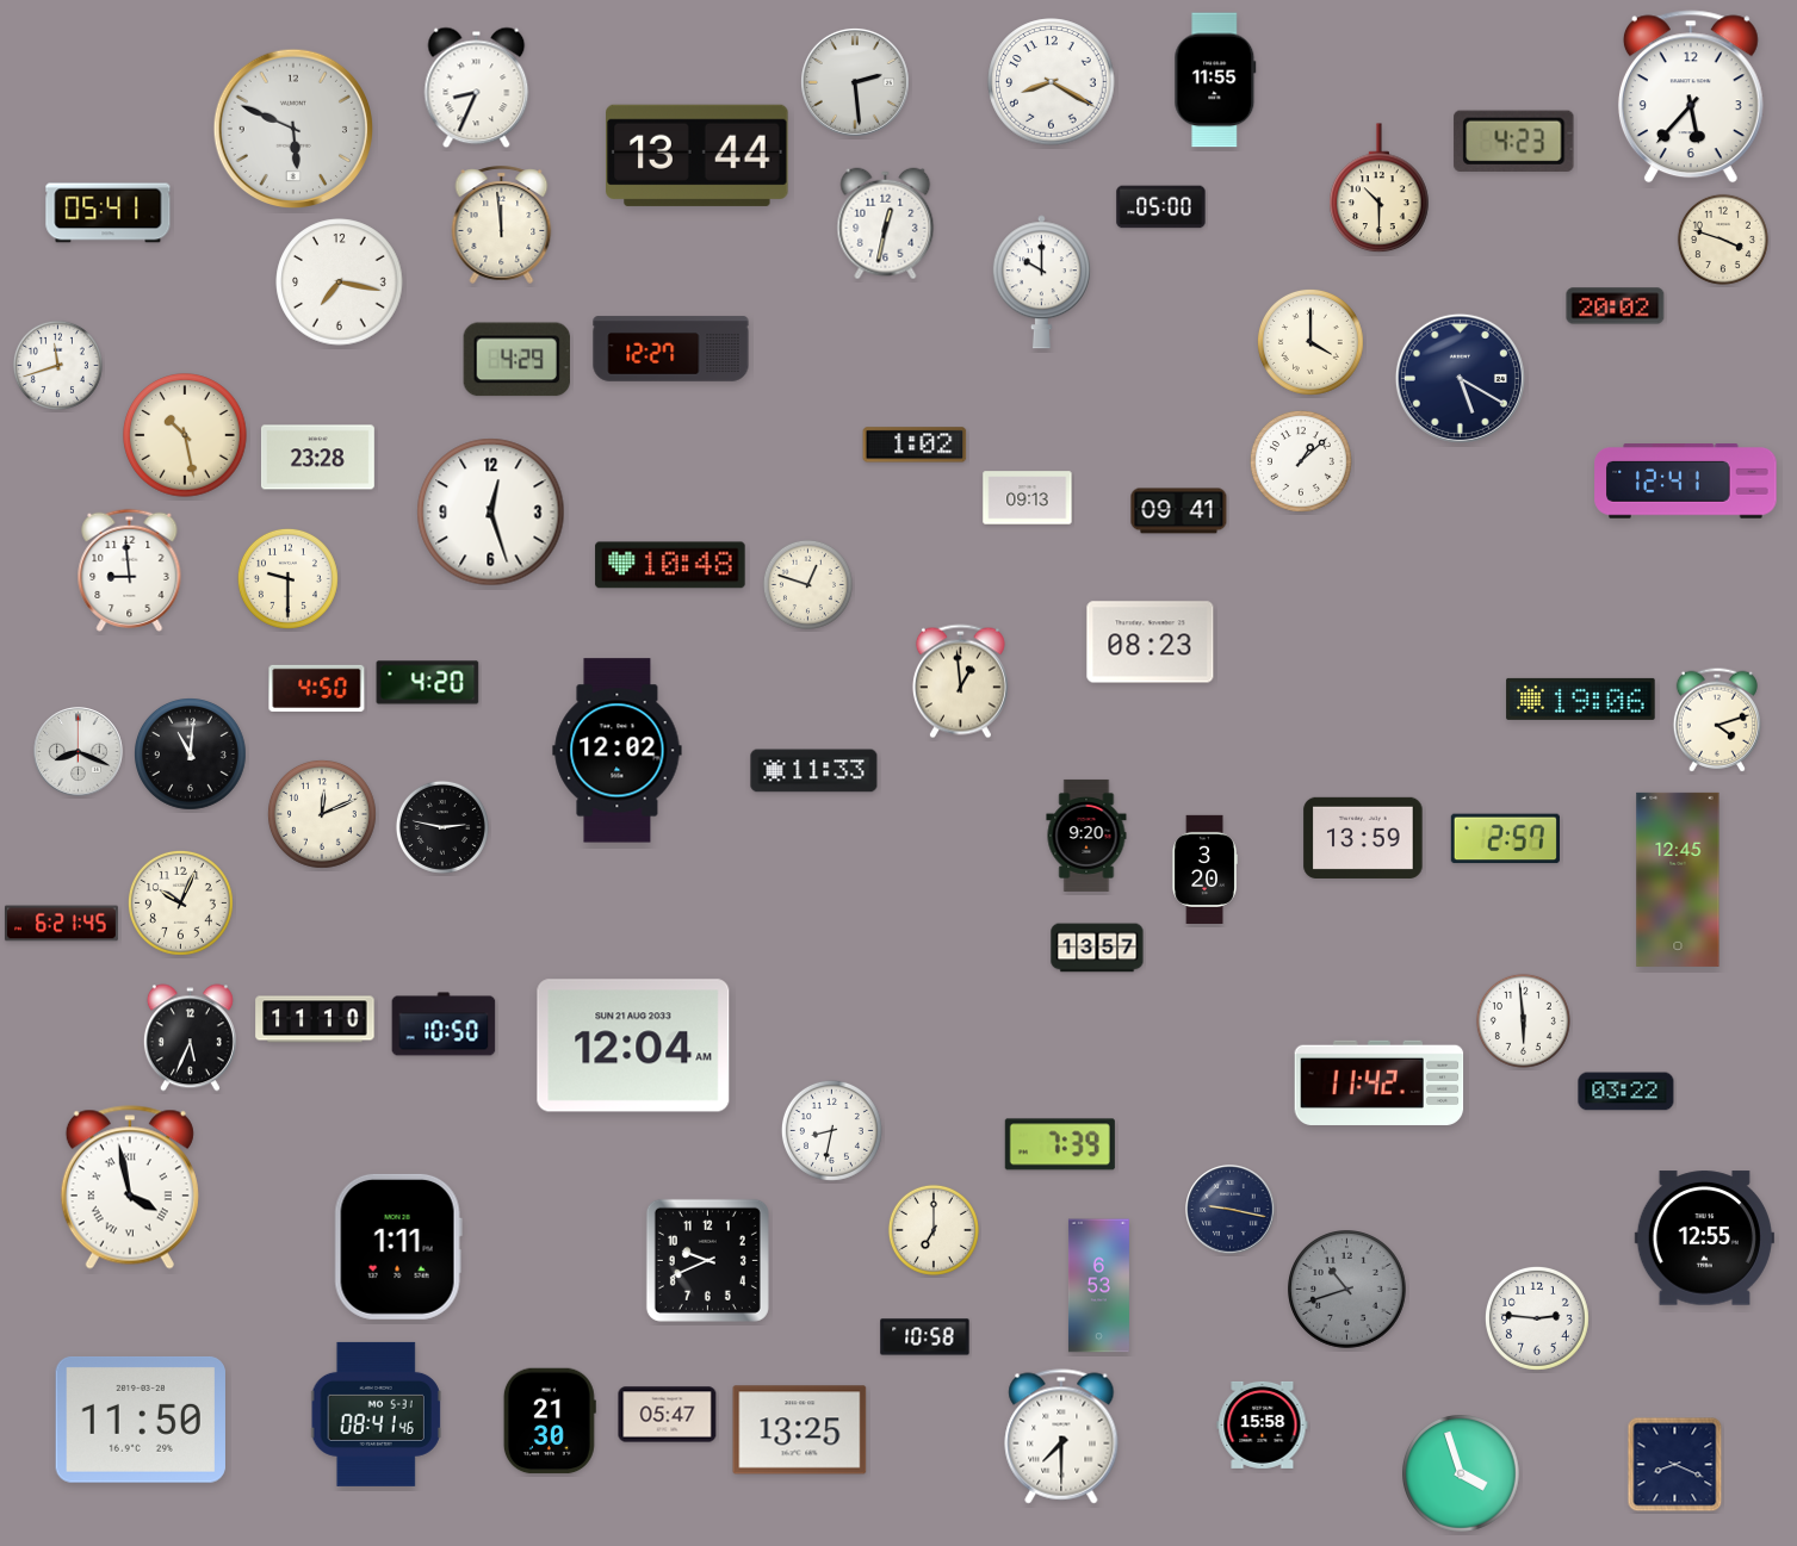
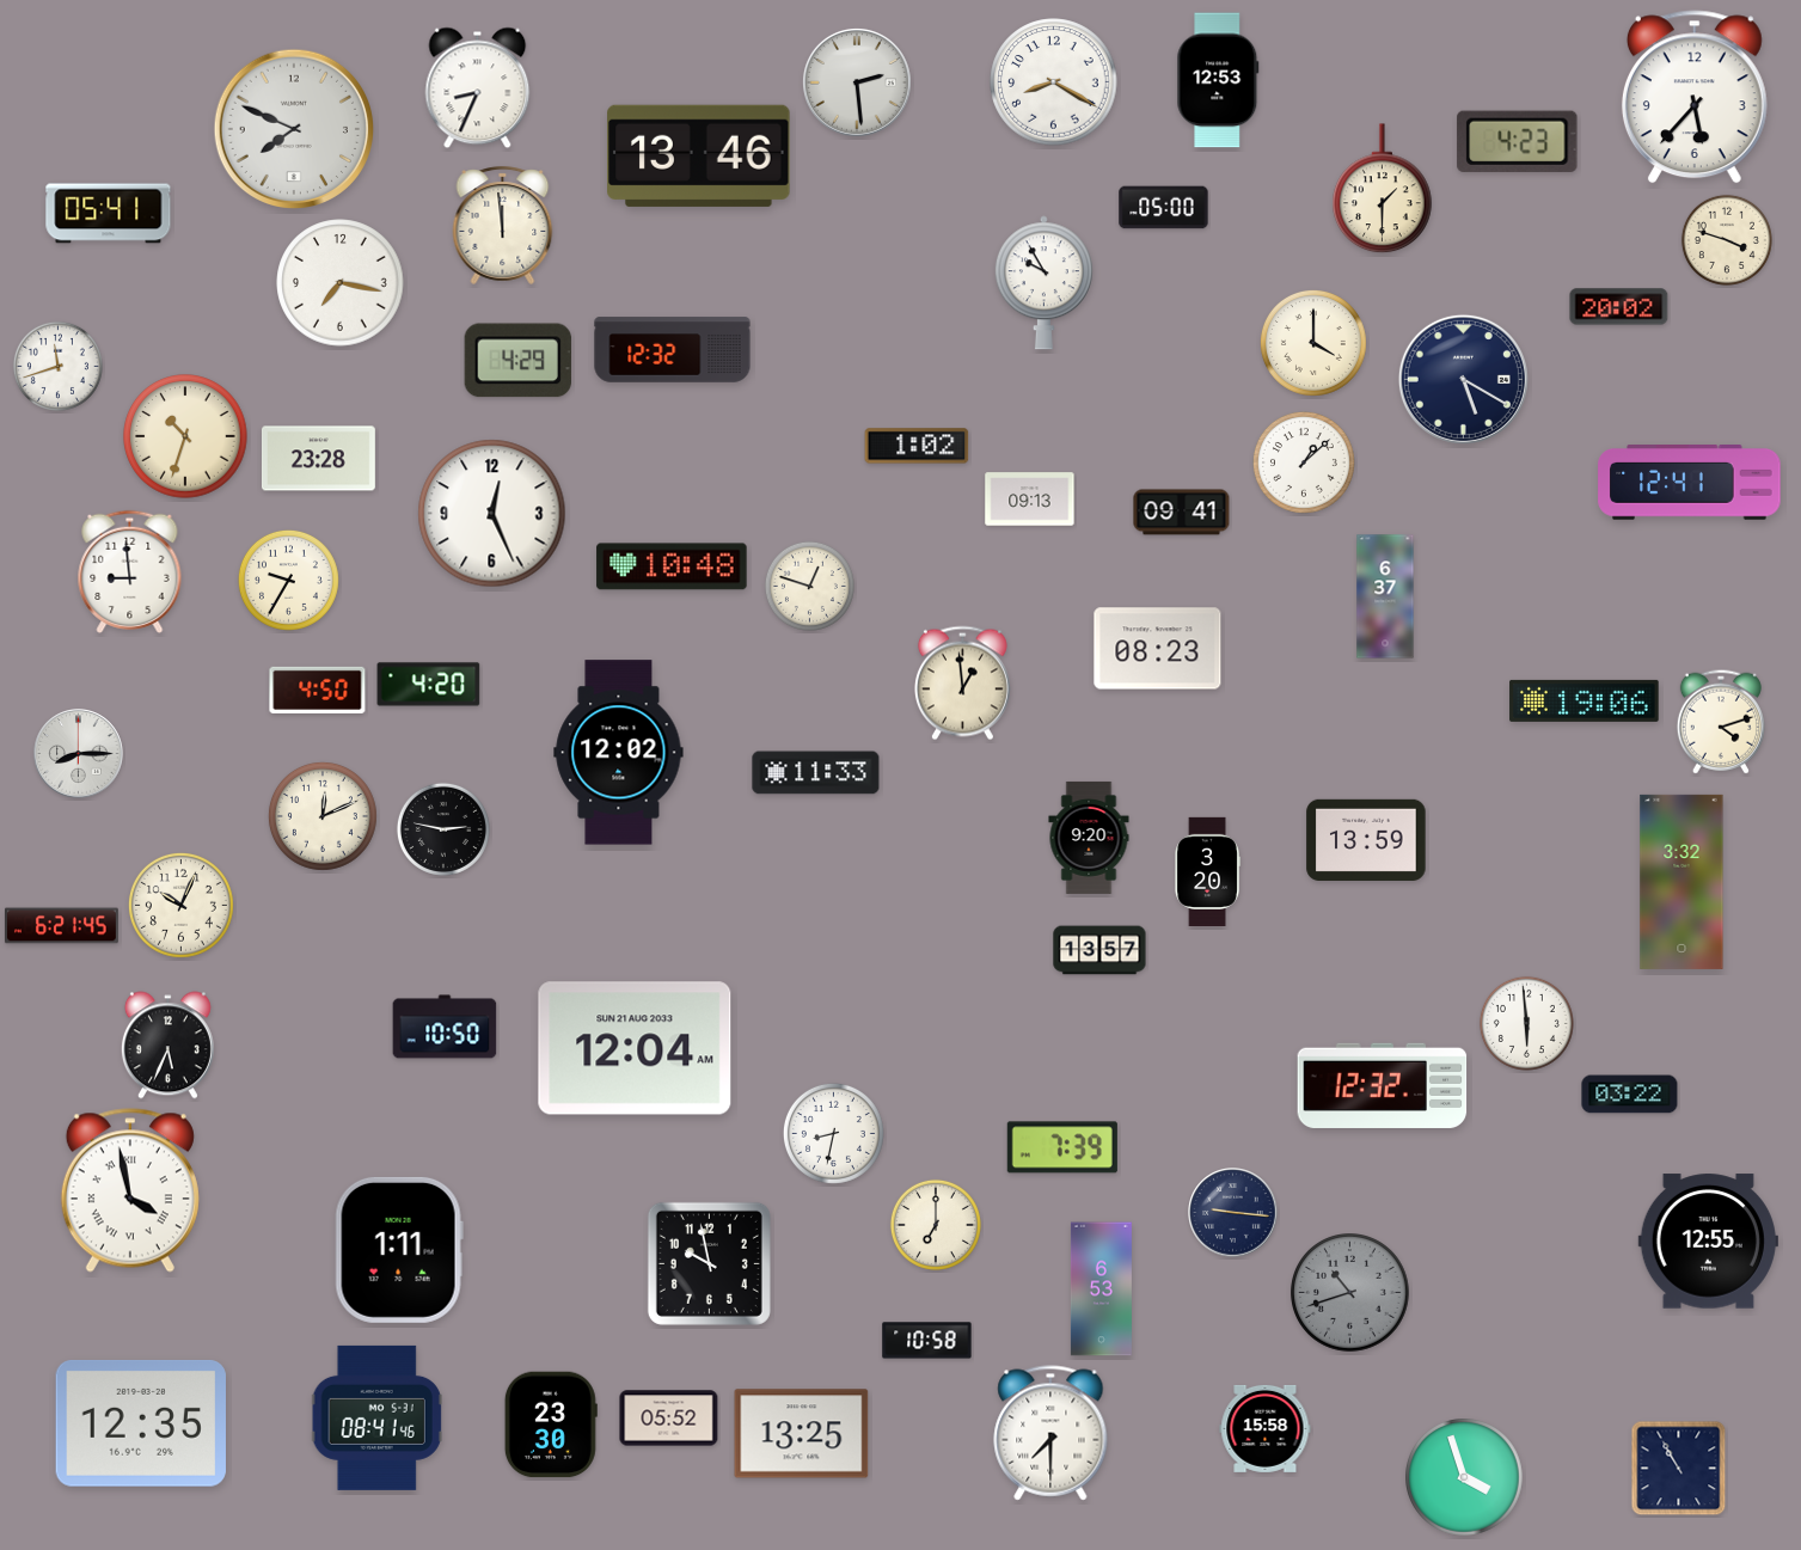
clock at (1215, 80): 11:55 -> 12:53
clock at (292, 128): 5:49 -> 7:49
clock at (698, 155): 13:44 -> 13:46
clock at (1380, 188): 10:30 -> 1:30
clock at (886, 224): 12:32 -> none
clock at (1041, 282): 10:00 -> 9:55
clock at (671, 349): 12:27 -> 12:32
clock at (185, 435): 10:28 -> 10:33
clock at (491, 513): 12:27 -> 12:26
clock at (287, 578): 9:30 -> 9:35
clock at (1385, 596): none -> 6:37
clock at (1151, 642) position: (1151, 642) -> (1158, 649)
clock at (79, 752): 8:19 -> 8:15
clock at (191, 755): 11:01 -> none
clock at (1505, 839): 2:57 -> none
clock at (1678, 880): 12:45 -> 3:32
clock at (315, 1019): 11:10 -> none
clock at (190, 1038) position: (190, 1038) -> (167, 1046)
clock at (1380, 1082): 11:42 -> 12:32
clock at (1231, 1210): 9:17 -> 9:16
clock at (934, 1230) position: (934, 1230) -> (936, 1225)
clock at (707, 1260): 9:41 -> 9:58
clock at (1537, 1318): 2:46 -> none
clock at (668, 1415): 05:47 -> 05:52
clock at (140, 1420): 11:50 -> 12:35
clock at (550, 1421): 21:30 -> 23:30
clock at (1061, 1436) position: (1061, 1436) -> (1050, 1433)
clock at (1675, 1465): 8:19 -> 10:55
